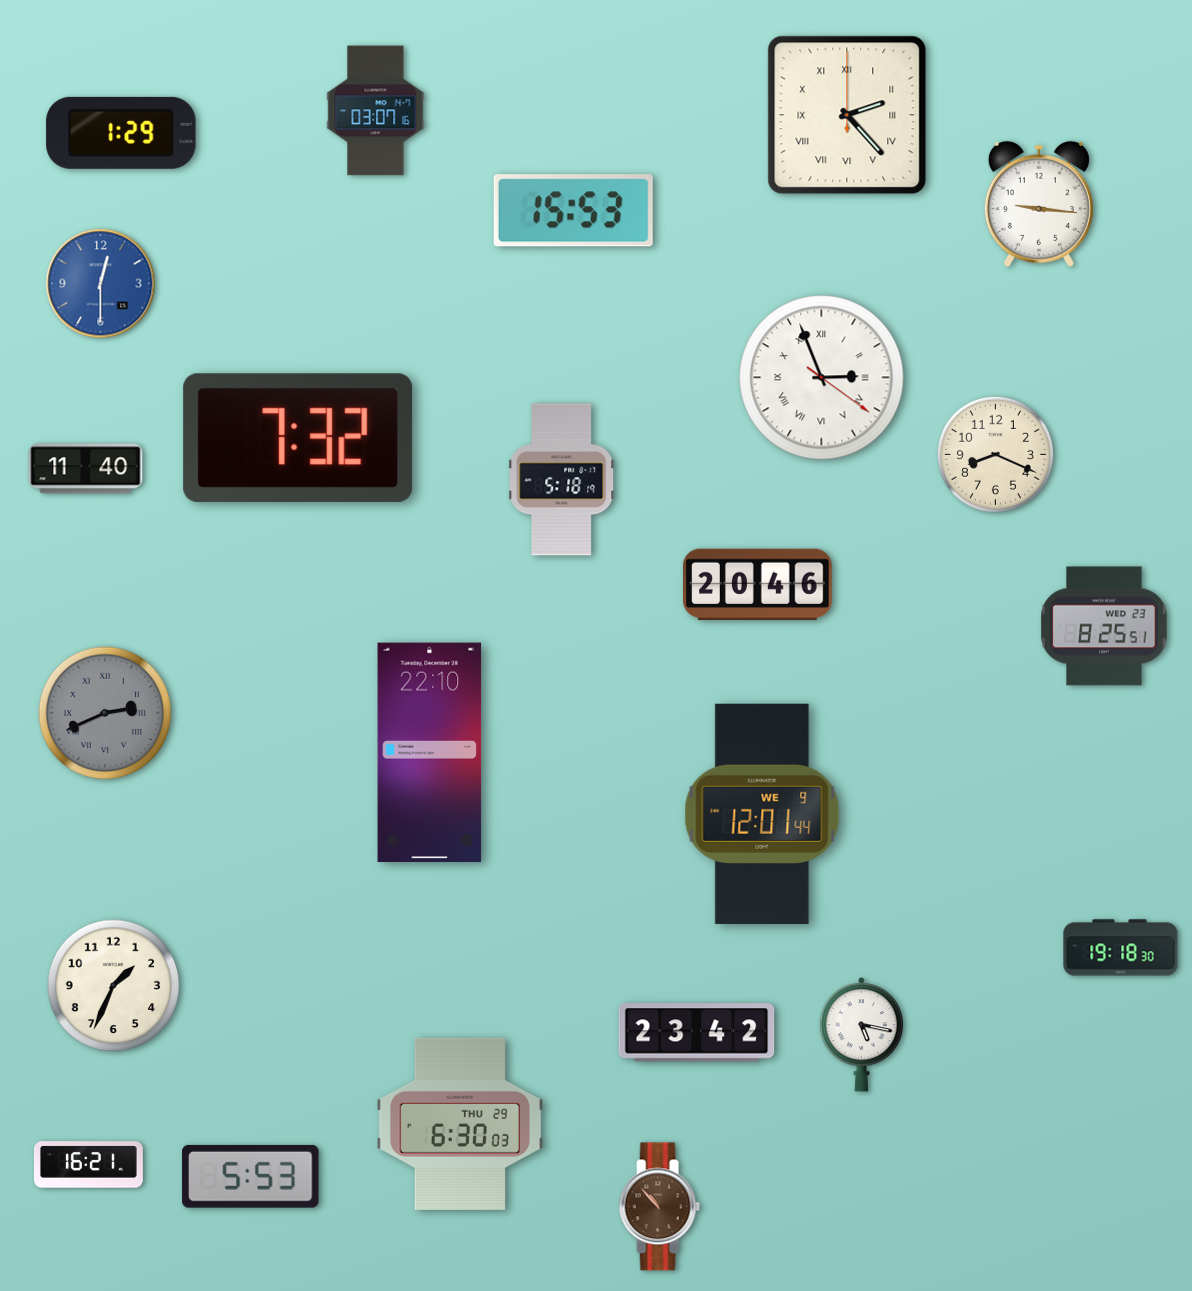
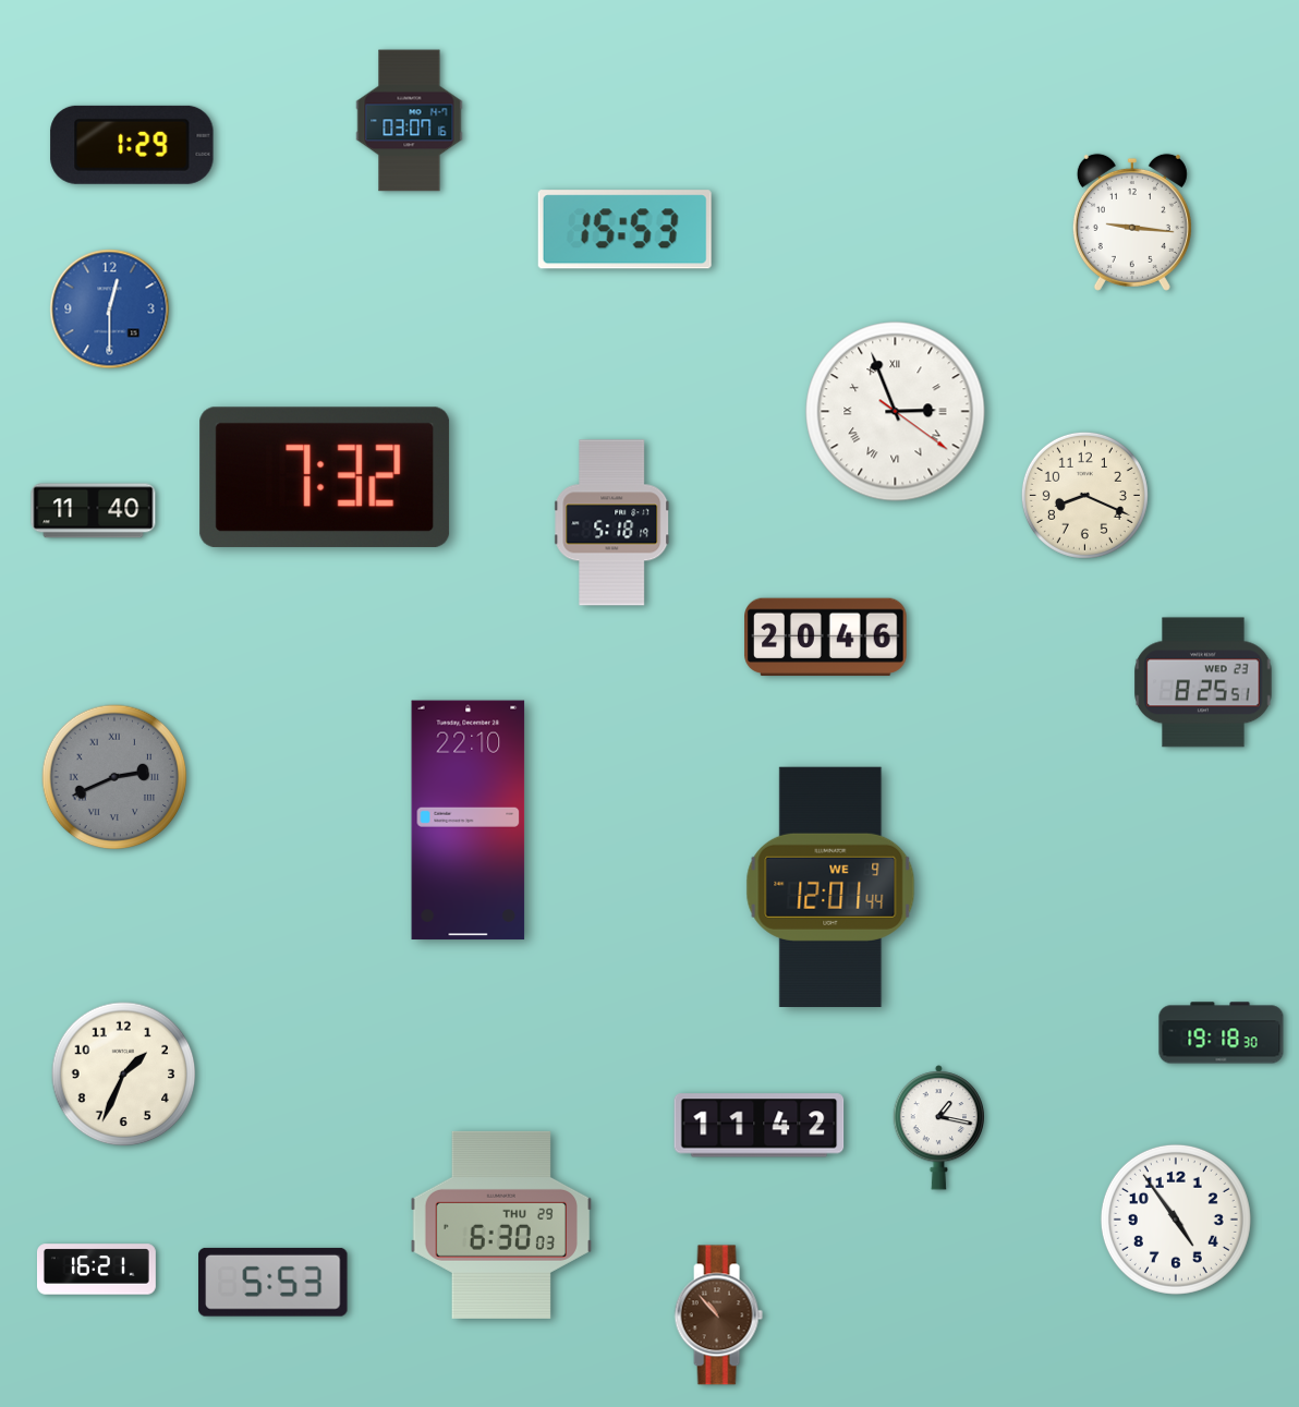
clock at (847, 115): 2:23 -> none
clock at (697, 1033): 23:42 -> 11:42
clock at (862, 1035): 5:17 -> 1:17
clock at (1176, 1220): none -> 4:54
